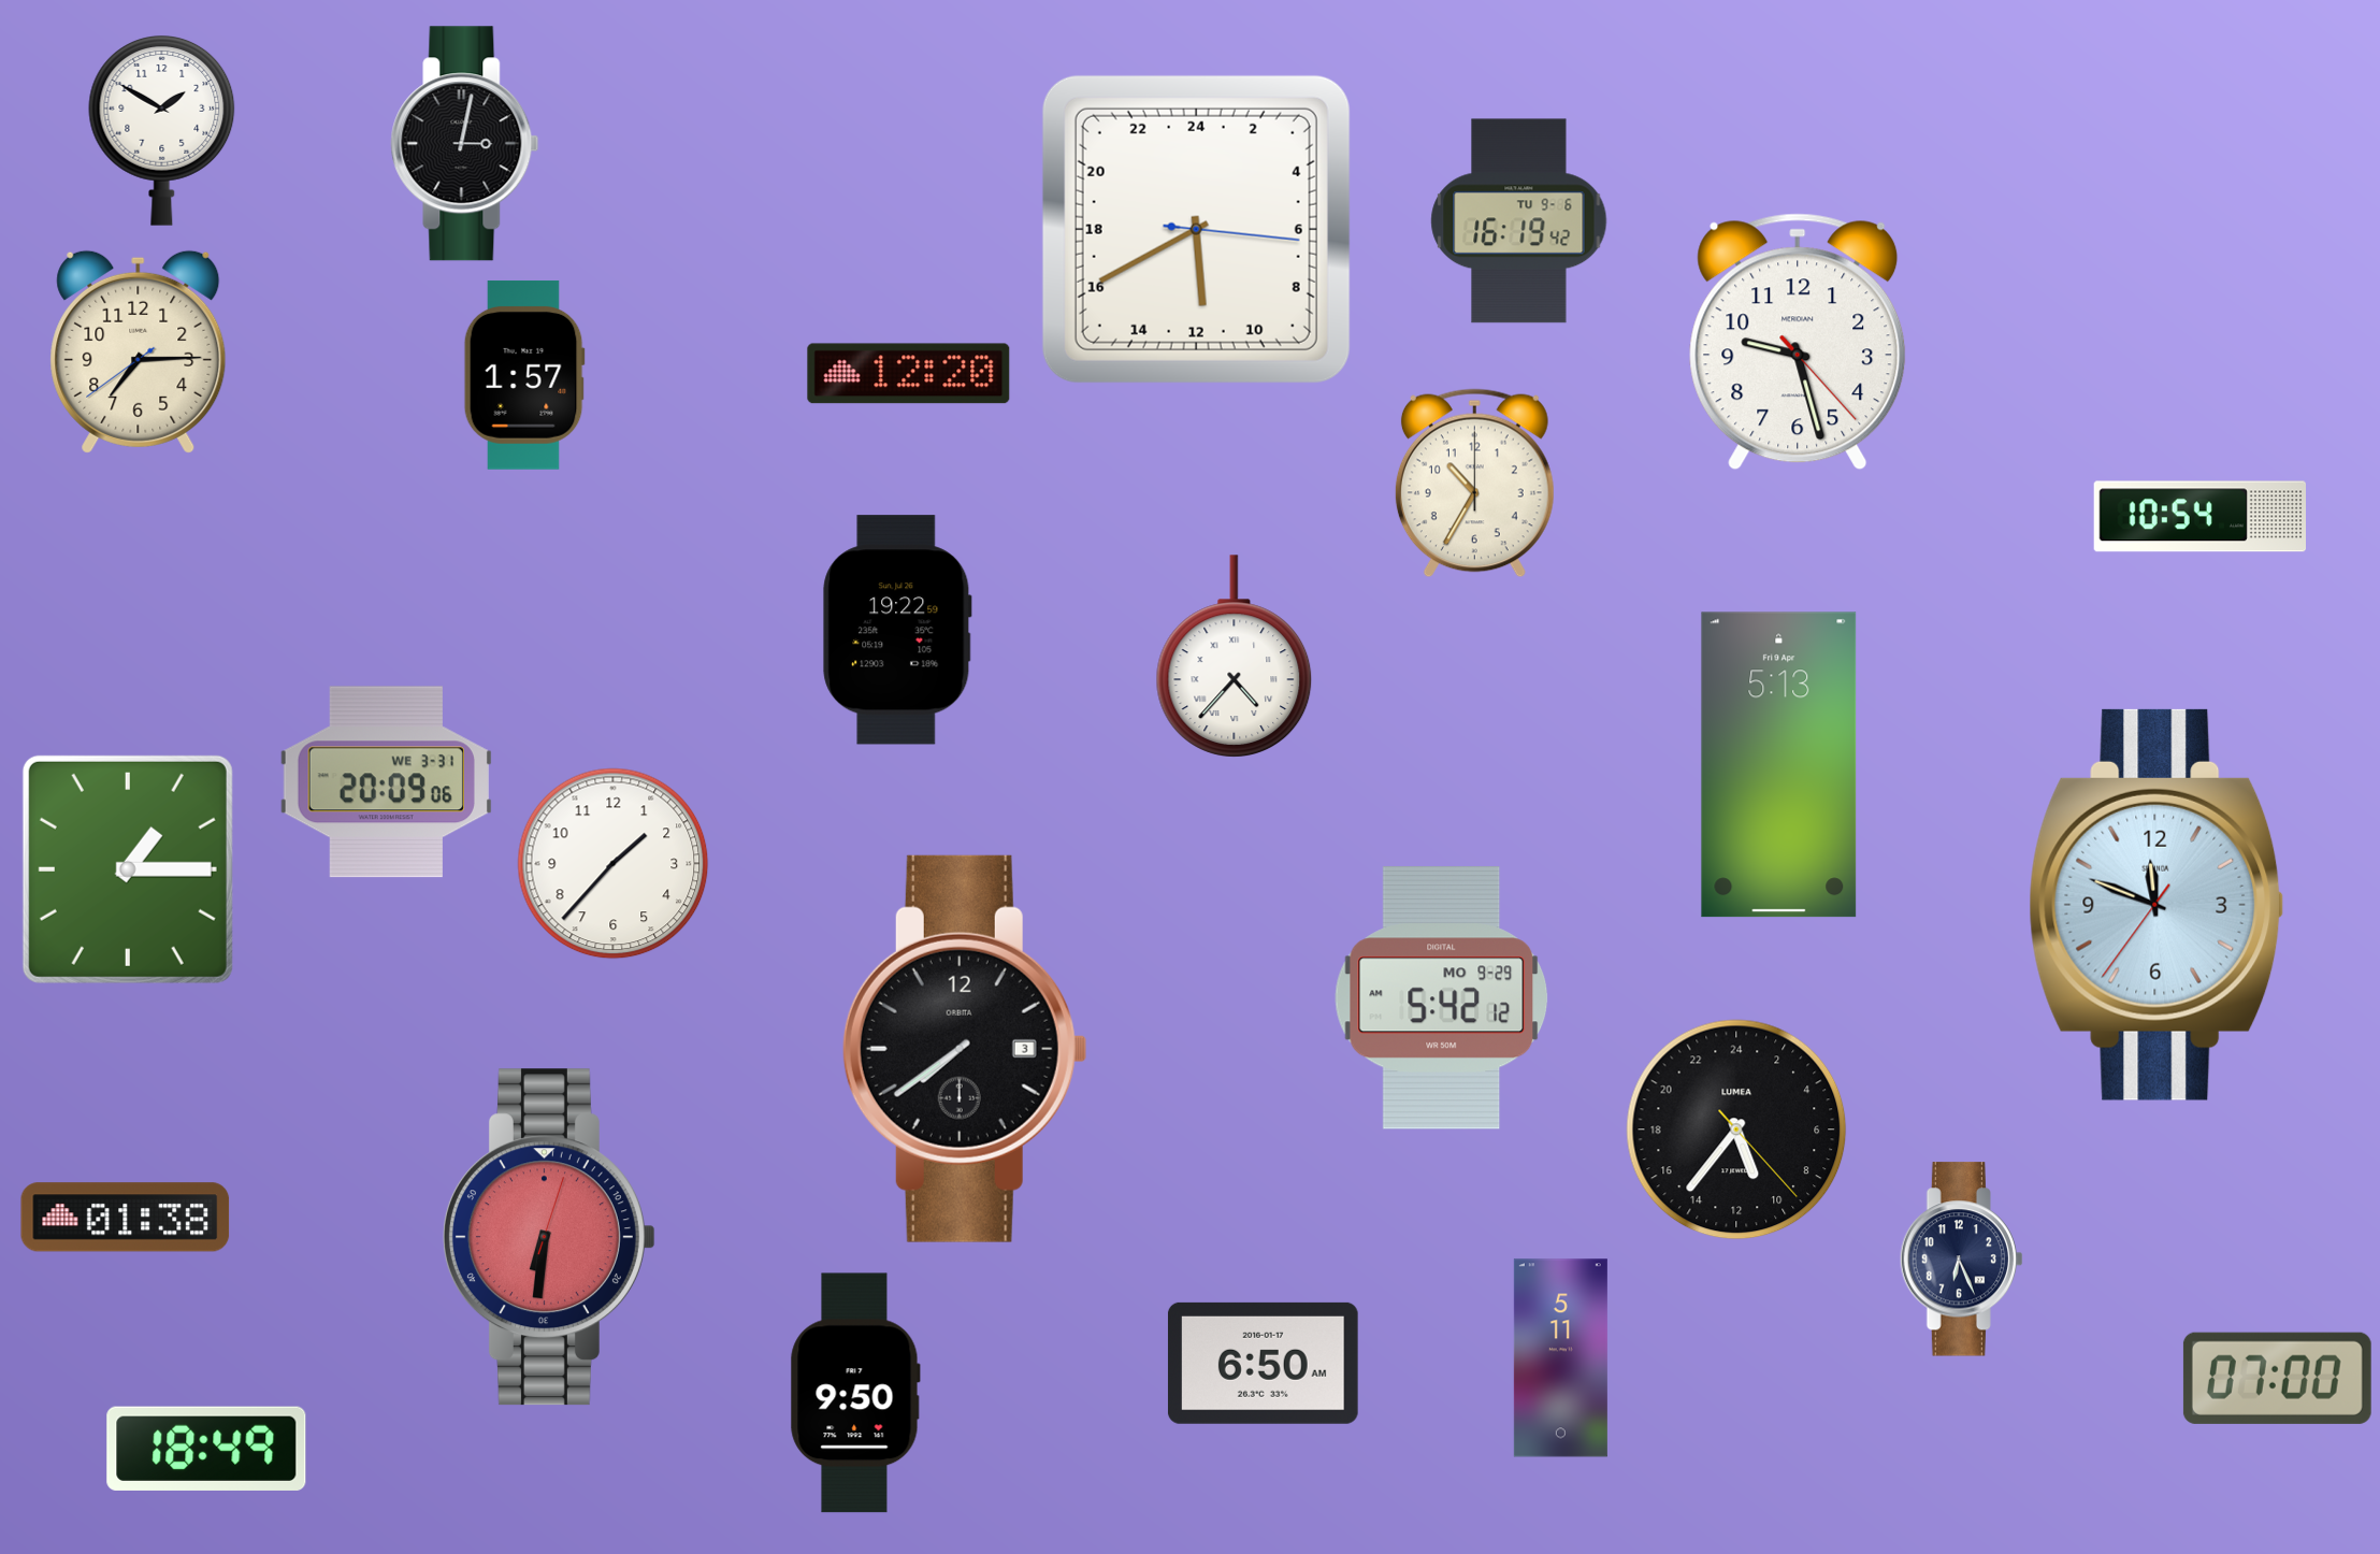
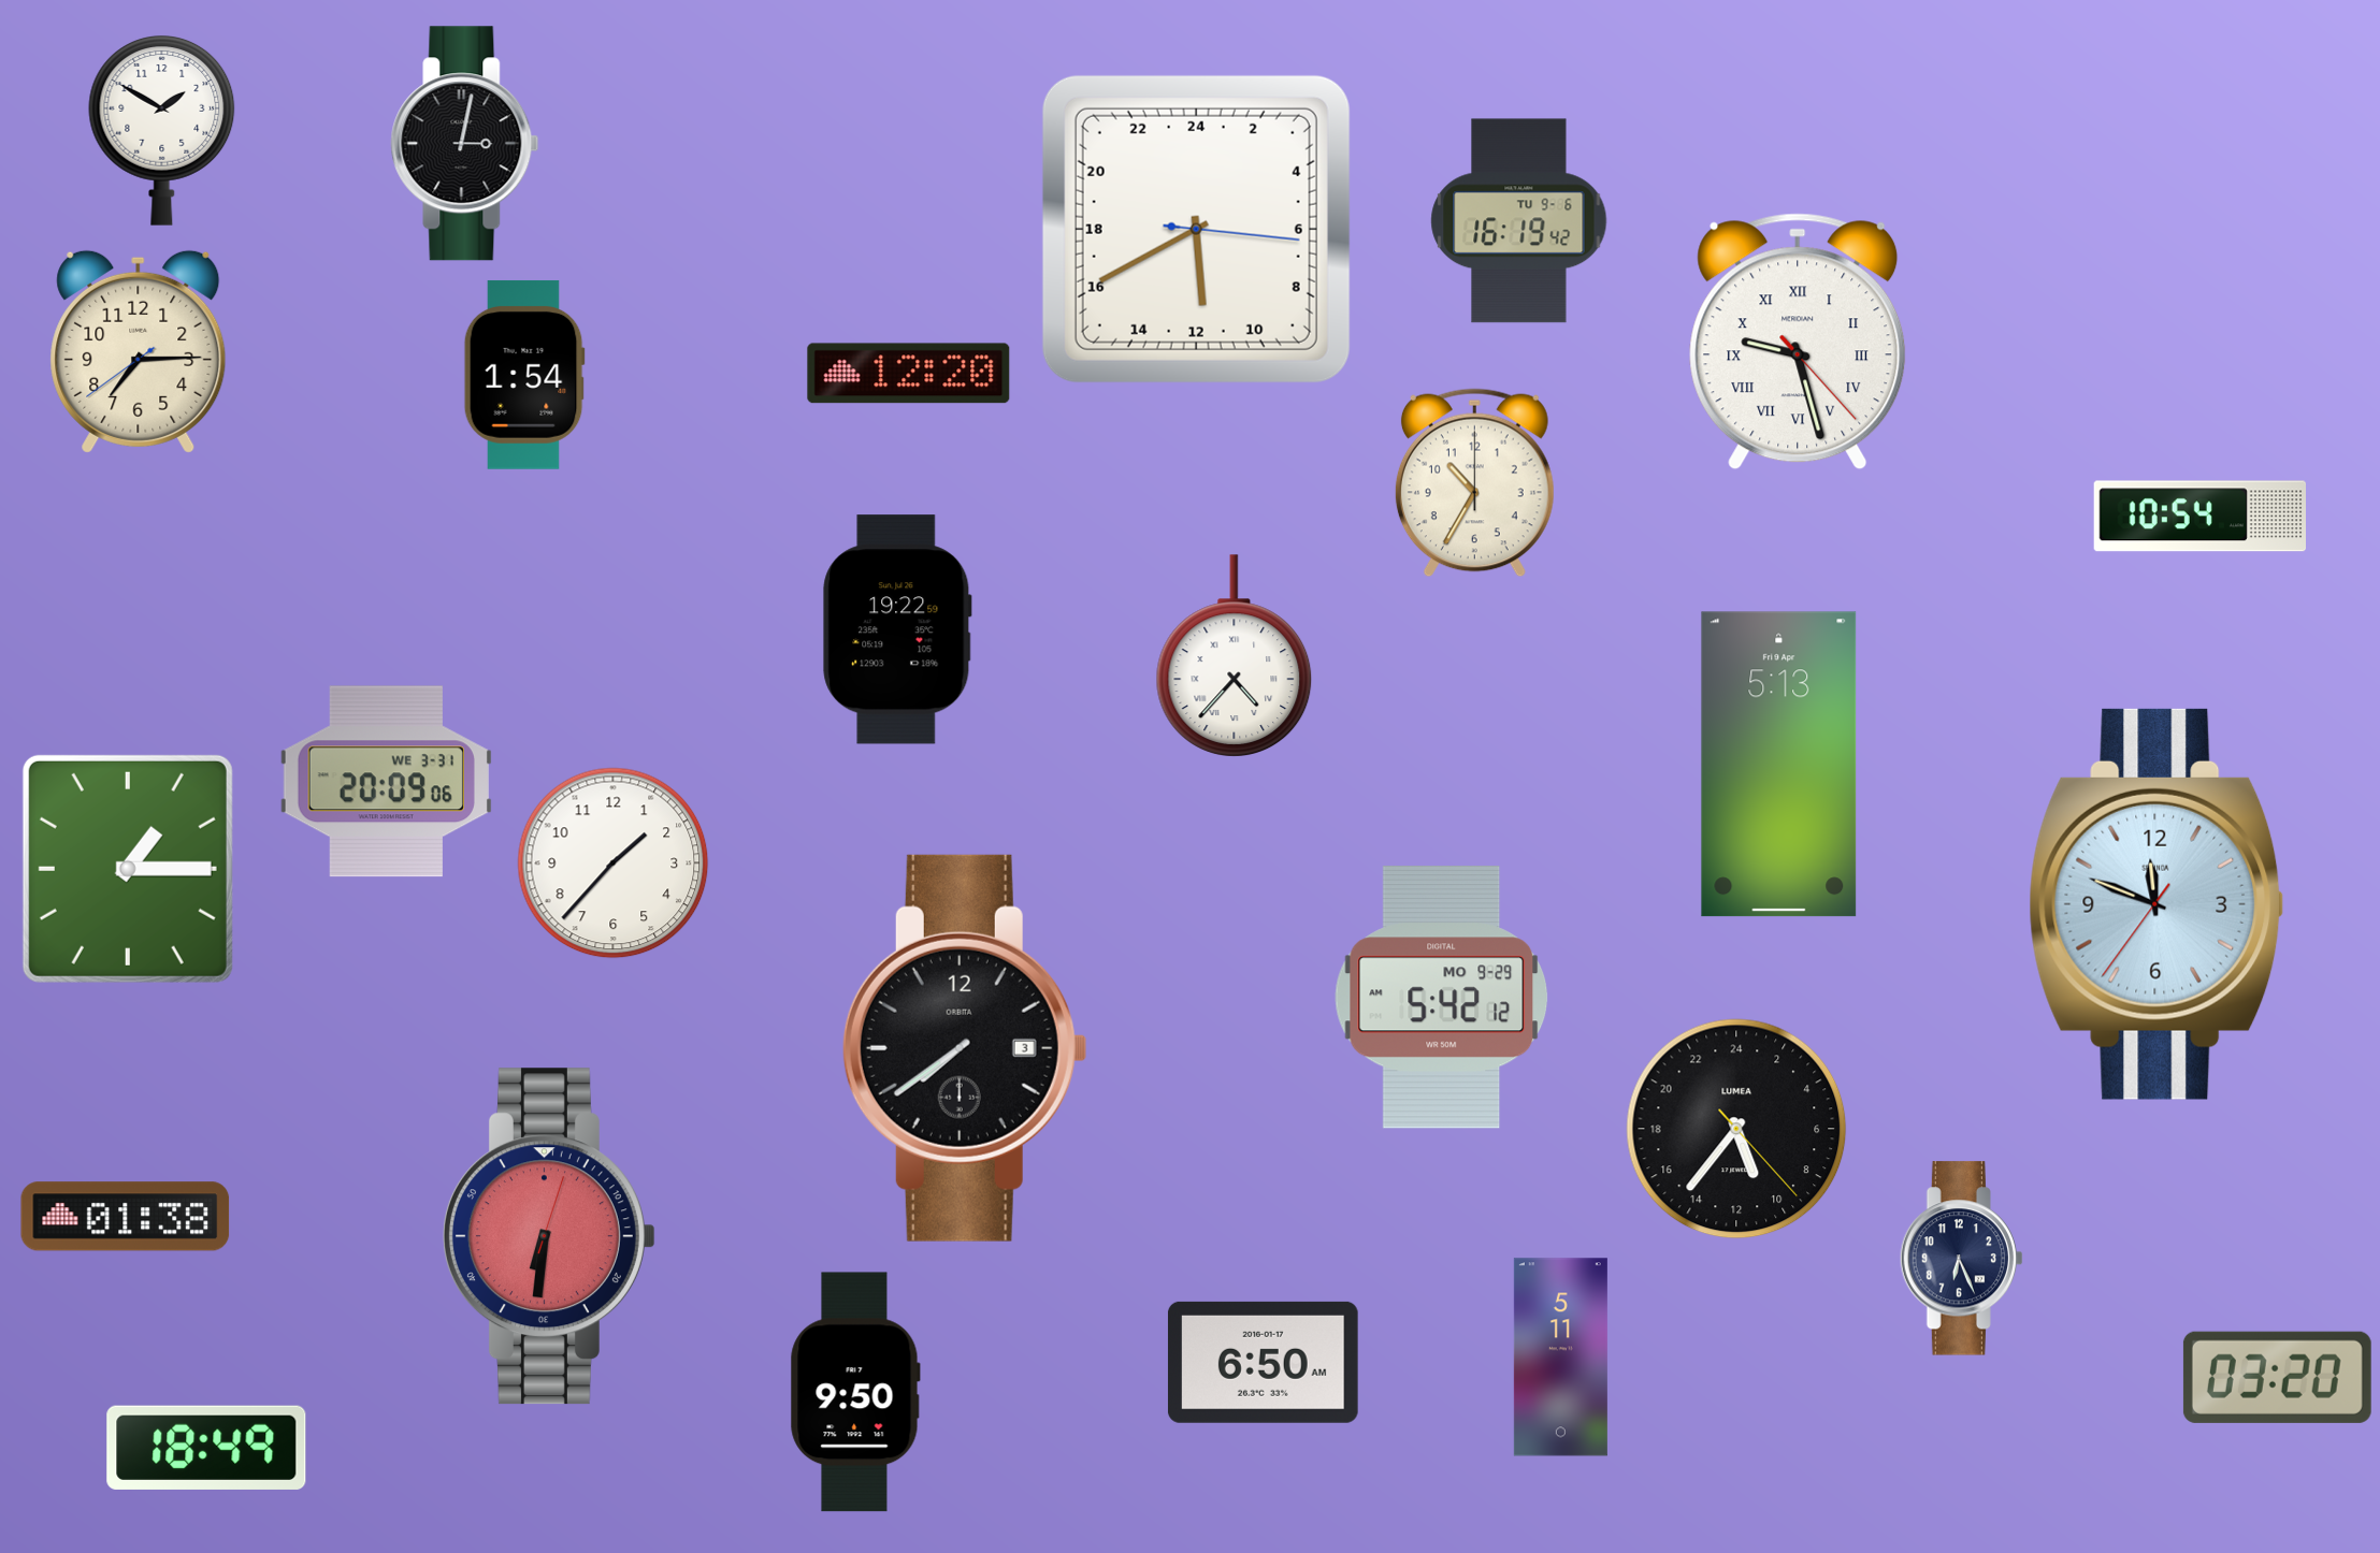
clock at (1798, 342) numerals: Arabic -> Roman
clock at (524, 375): 1:57 -> 1:54
clock at (2277, 1378): 07:00 -> 03:20
